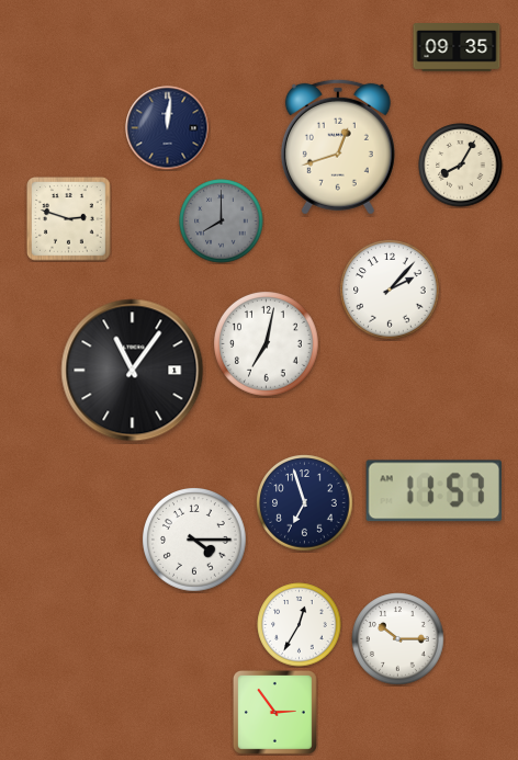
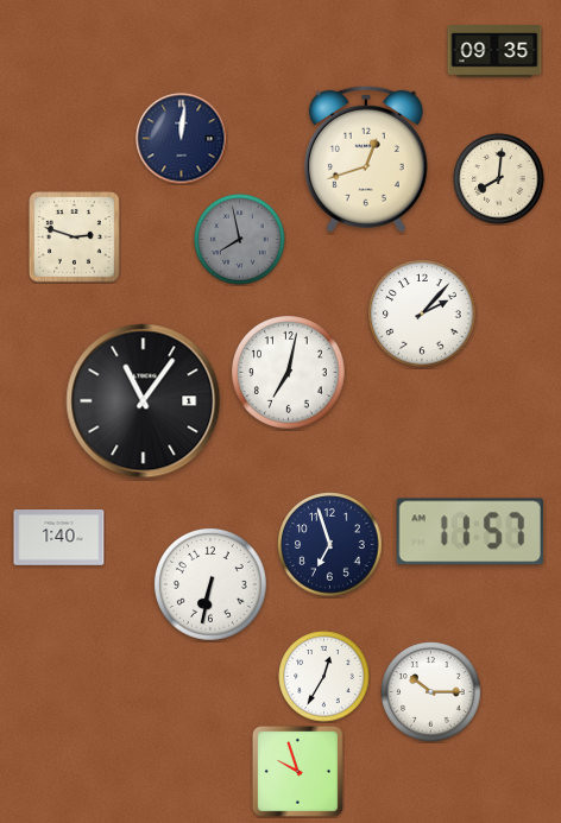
clock at (461, 166): 8:05 -> 8:01
clock at (222, 222): 8:00 -> 7:58
clock at (59, 538): none -> 1:40
clock at (195, 541): 4:15 -> 6:32
clock at (274, 712): 2:54 -> 9:57
